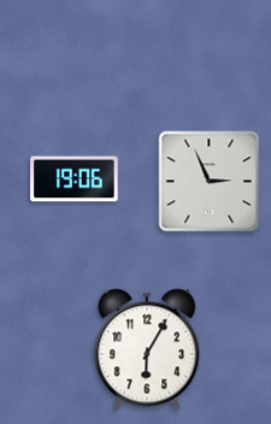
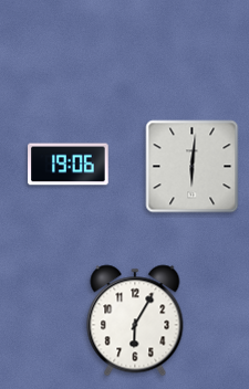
clock at (210, 182): 2:56 -> 6:01
